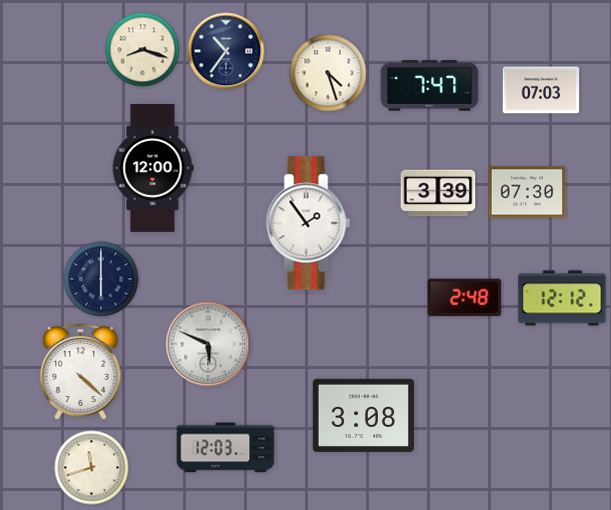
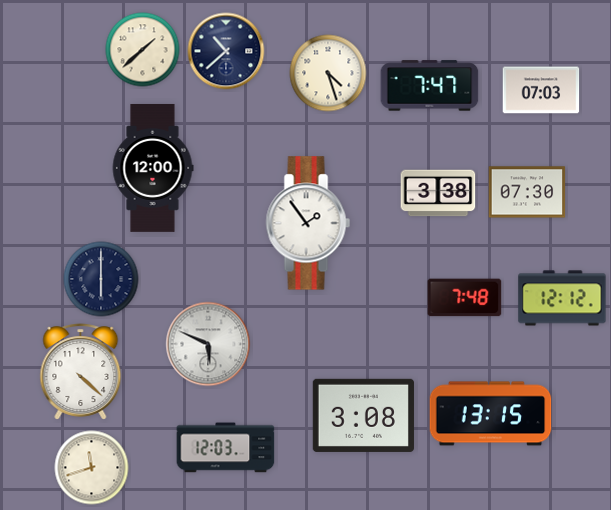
clock at (143, 50): 8:18 -> 1:38
clock at (226, 51): 10:36 -> 10:38
clock at (438, 193): 3:39 -> 3:38
clock at (465, 298): 2:48 -> 7:48
clock at (491, 414): none -> 13:15
